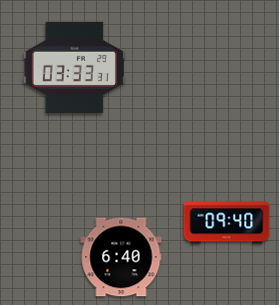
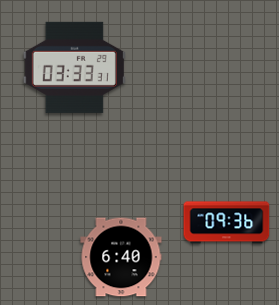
clock at (227, 223): 09:40 -> 09:36
